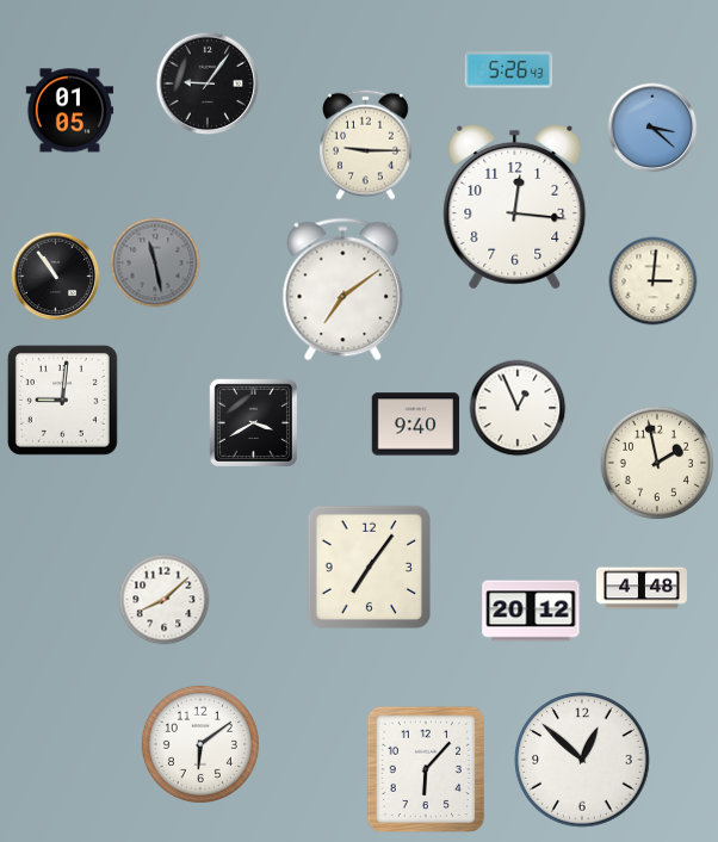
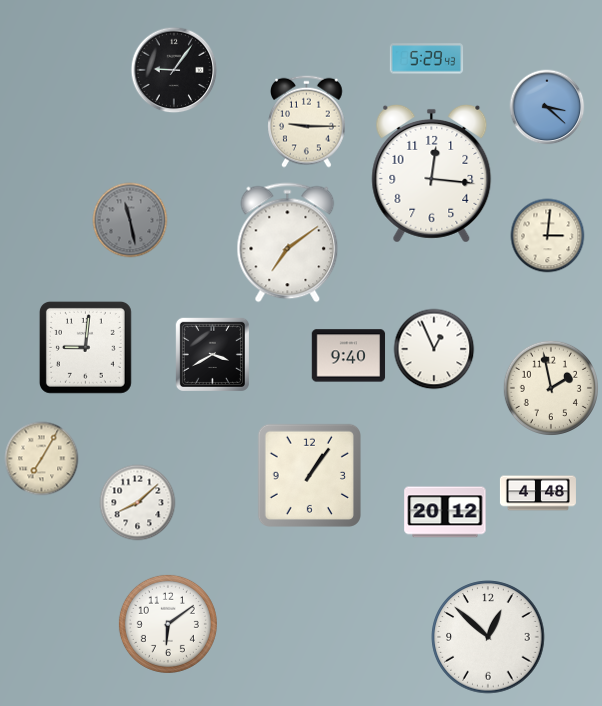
clock at (509, 70): 5:26 -> 5:29
clock at (70, 111): 01:05 -> none
clock at (56, 277): 10:54 -> none
clock at (62, 400) position: (62, 400) -> (85, 347)
clock at (518, 408) position: (518, 408) -> (434, 349)
clock at (42, 459): none -> 7:05
clock at (369, 567): 7:06 -> 1:06
clock at (425, 769): 6:07 -> none
